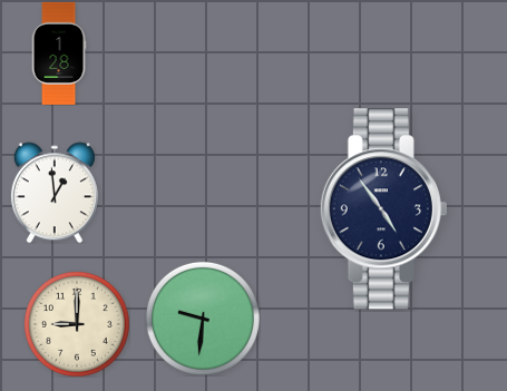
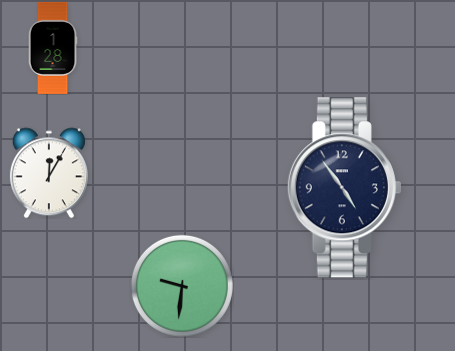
clock at (55, 193): 12:59 -> 12:05
clock at (77, 324): 9:00 -> none
